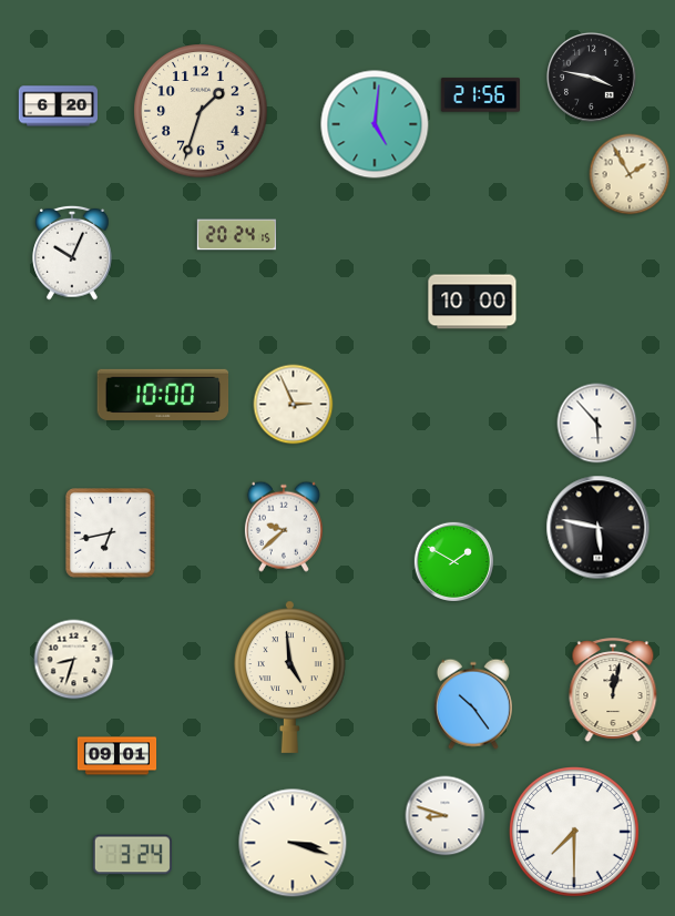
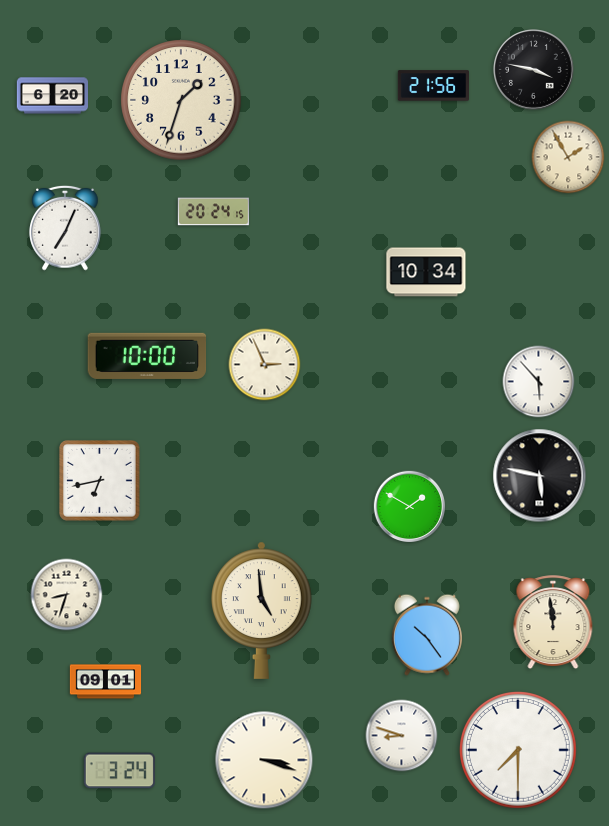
clock at (375, 124): 5:01 -> none
clock at (72, 253): 10:04 -> 7:04
clock at (472, 302): 10:00 -> 10:34
clock at (284, 527): 9:38 -> none
clock at (613, 691): 12:02 -> 11:59
